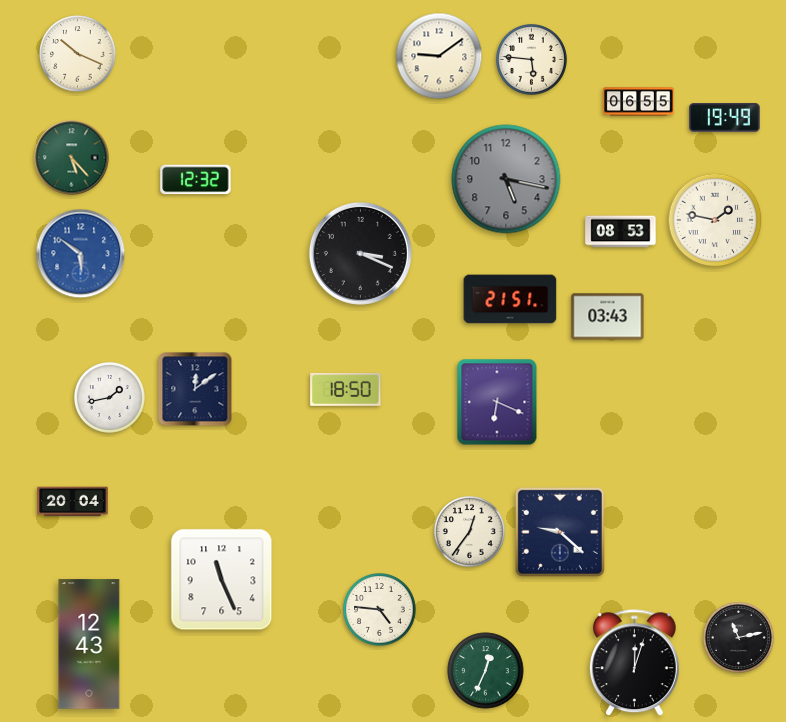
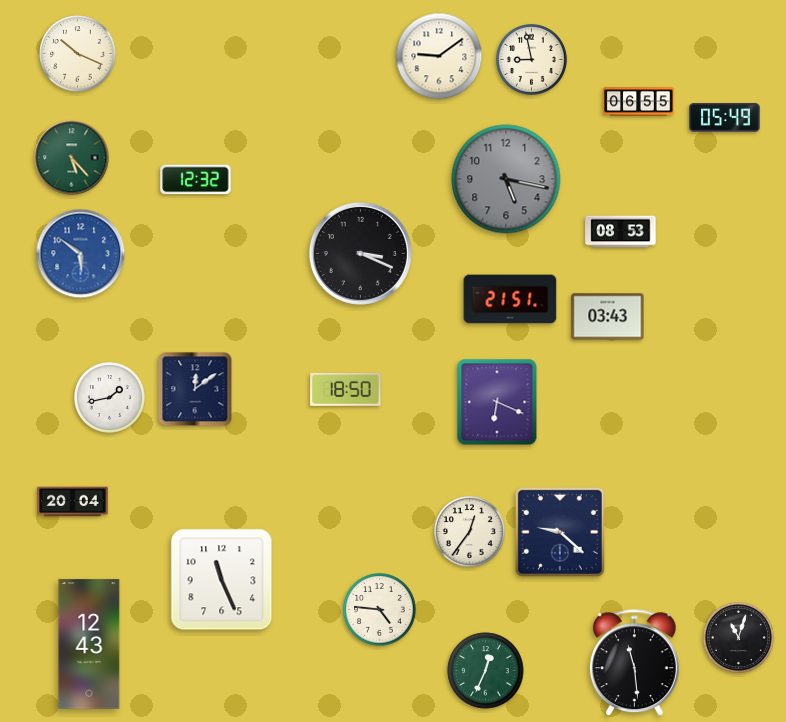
clock at (531, 59): 5:46 -> 8:58
clock at (725, 118): 19:49 -> 05:49
clock at (715, 220): 1:47 -> none
clock at (738, 637): 11:13 -> 11:03
clock at (634, 663): 12:03 -> 11:29
